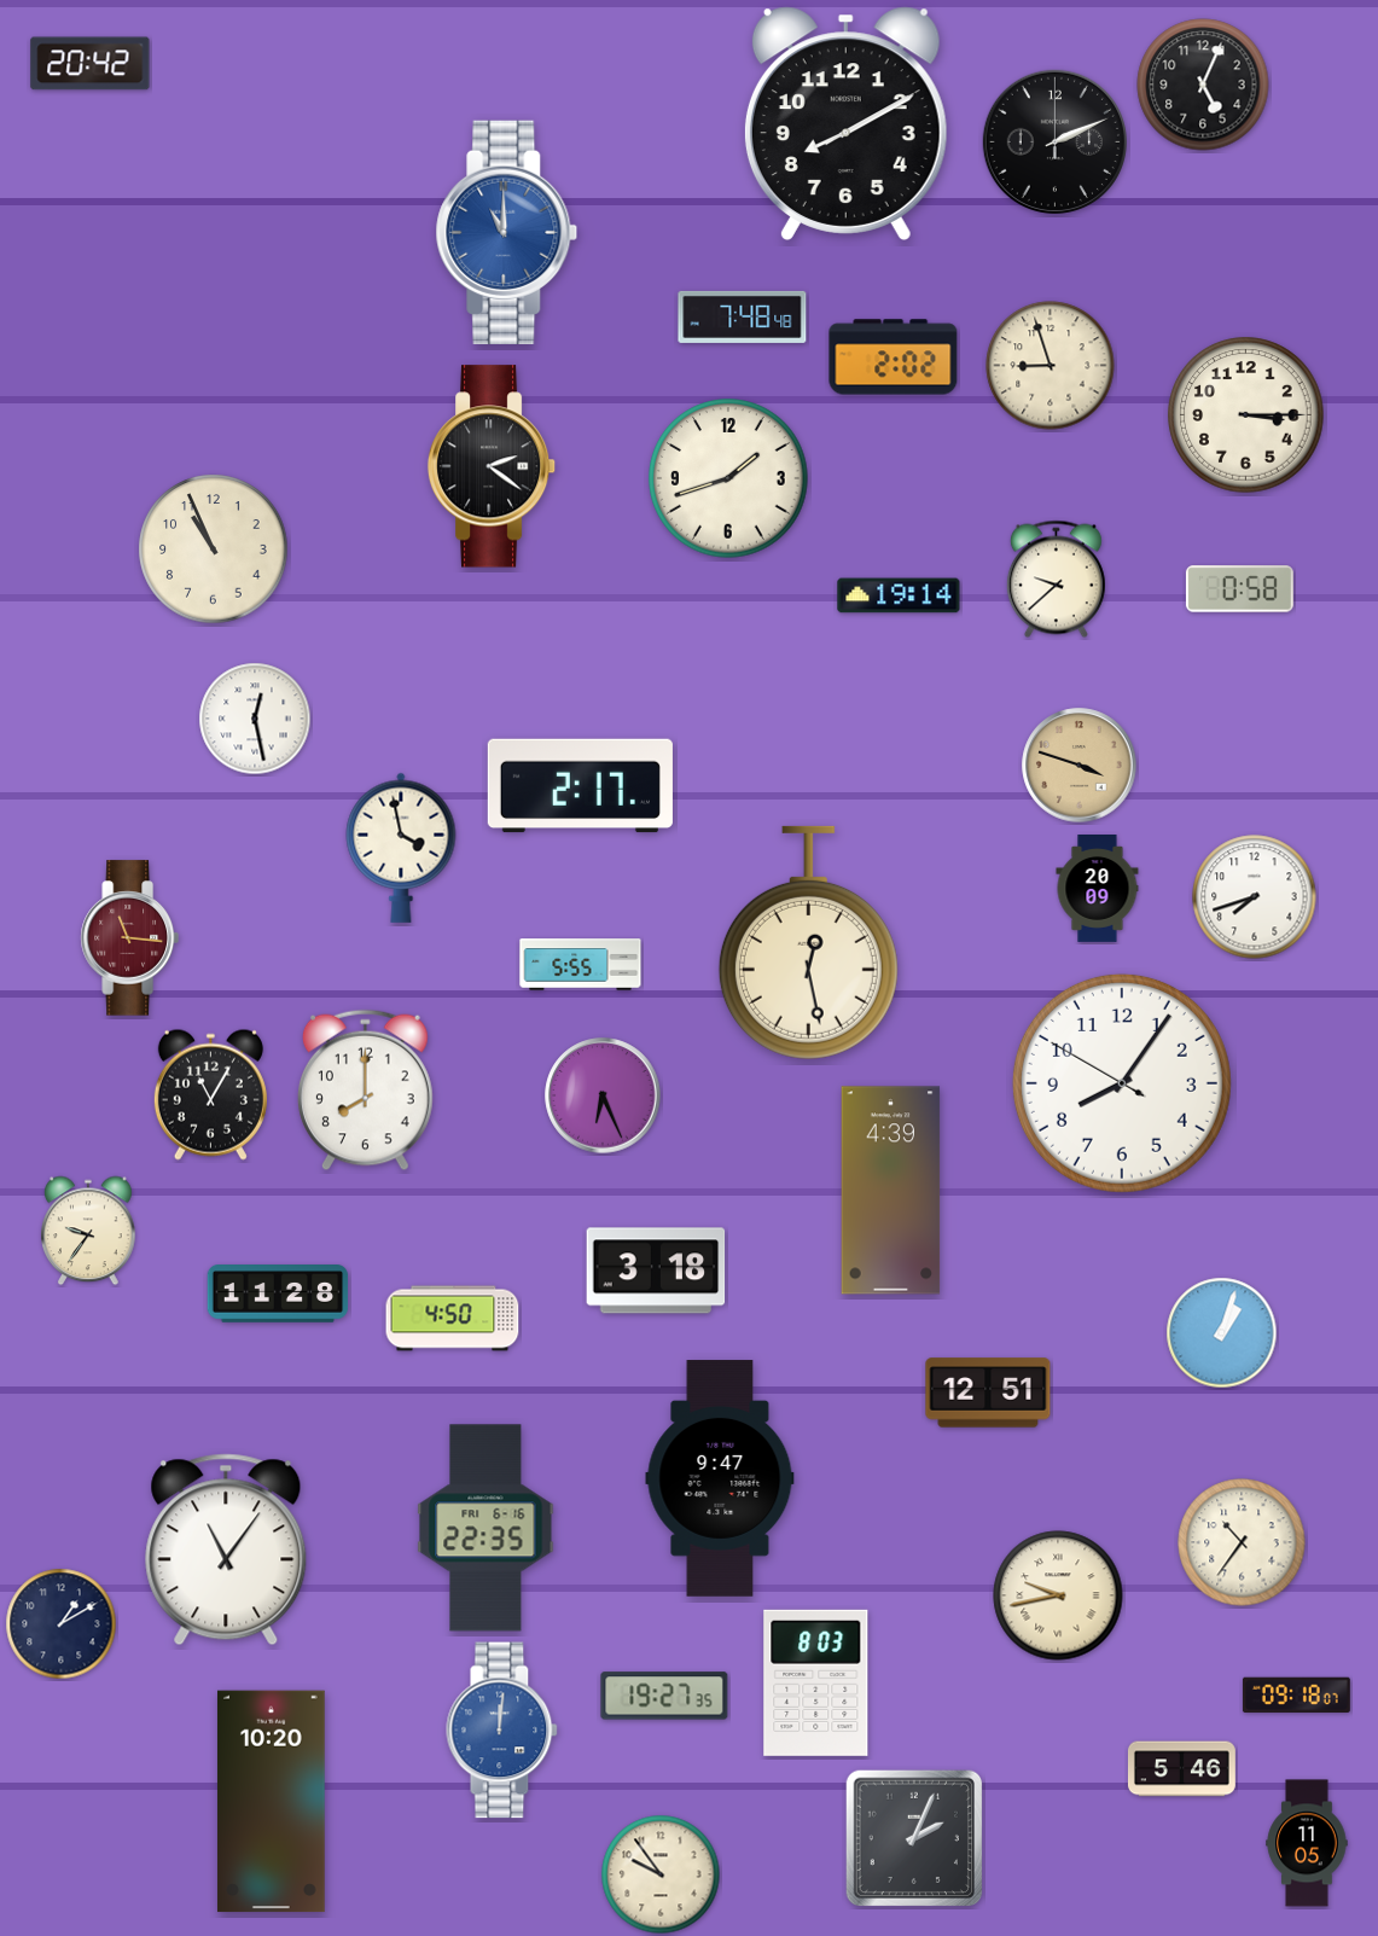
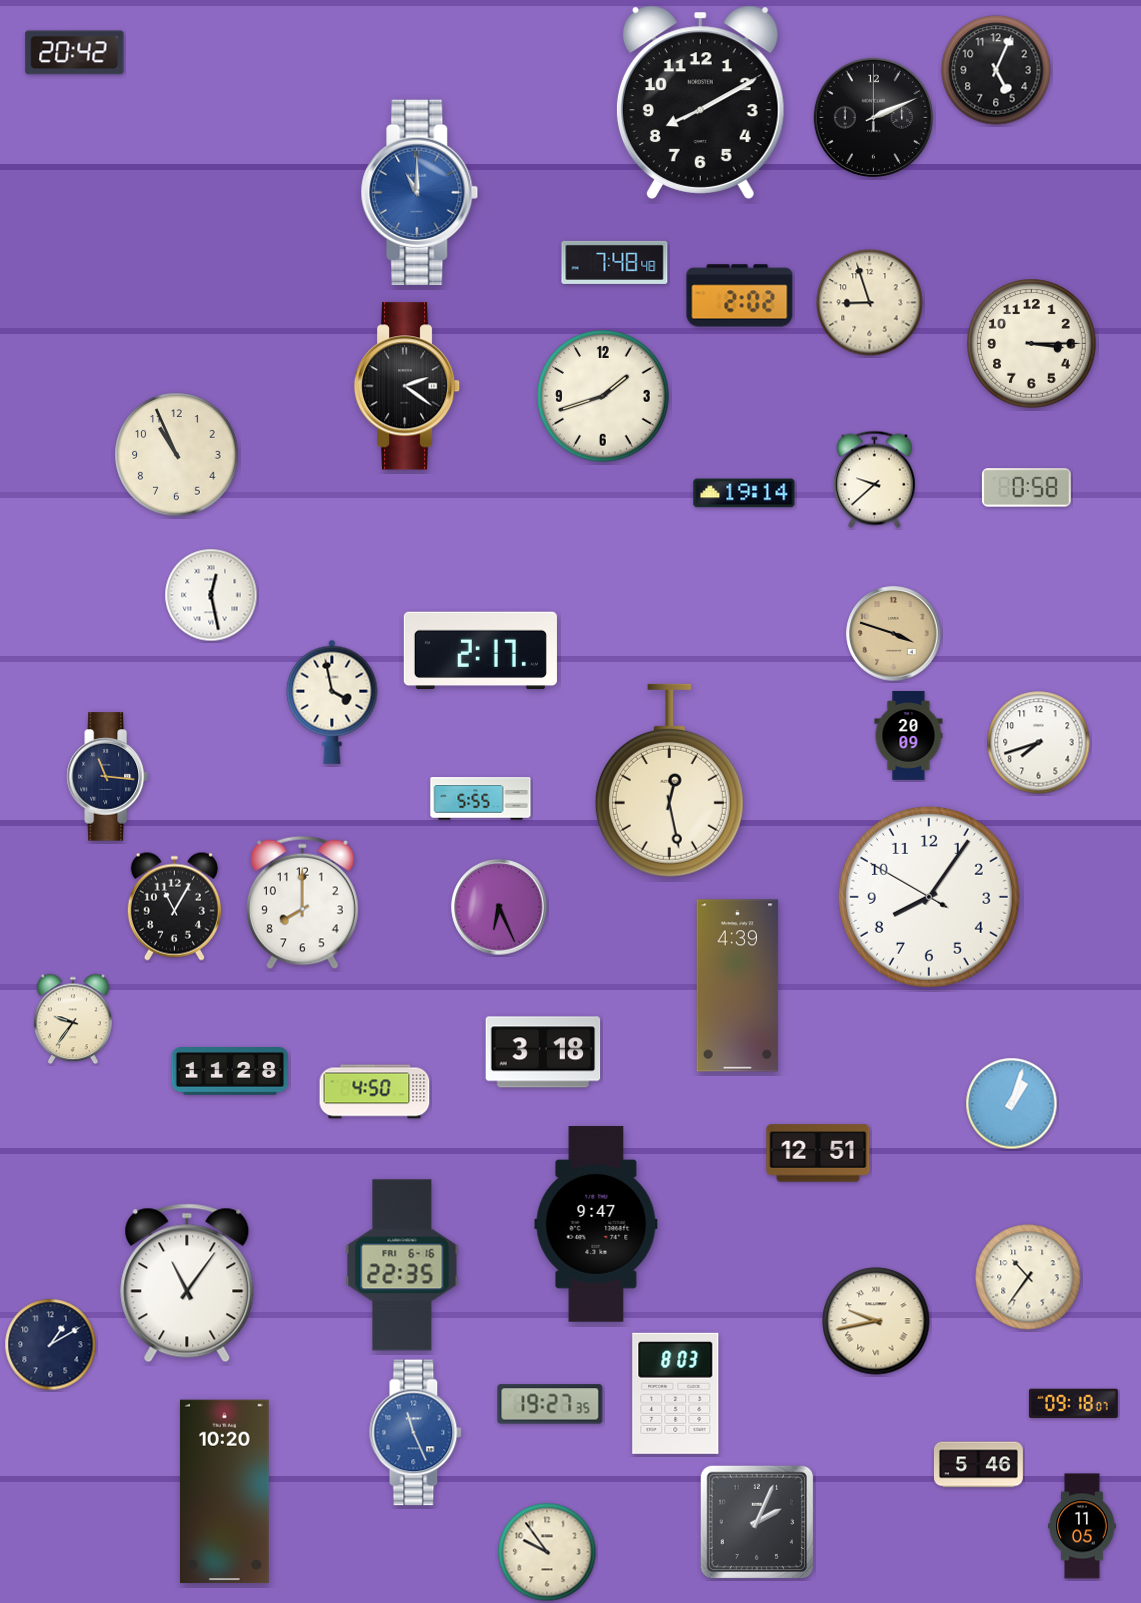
clock at (129, 938) dial: burgundy -> navy
clock at (502, 1731): 12:01 -> 11:26
